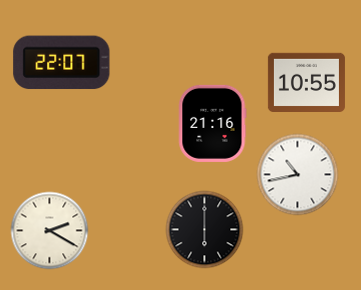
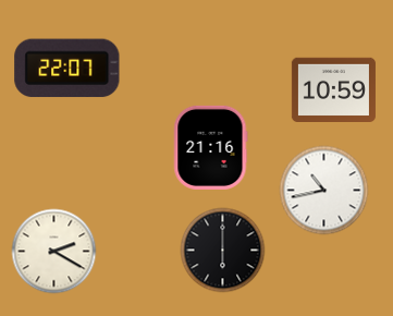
clock at (306, 82): 10:55 -> 10:59
clock at (213, 123) position: (213, 123) -> (211, 147)
